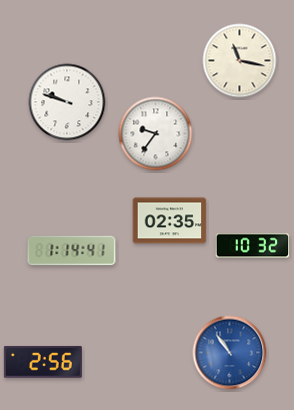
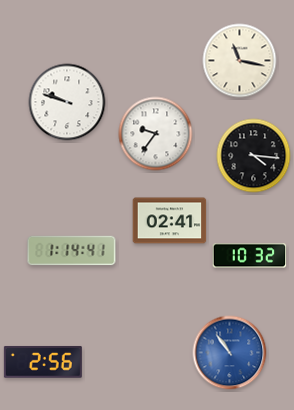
clock at (254, 156): none -> 4:16
clock at (170, 221): 02:35 -> 02:41
clock at (253, 246) position: (253, 246) -> (250, 256)
